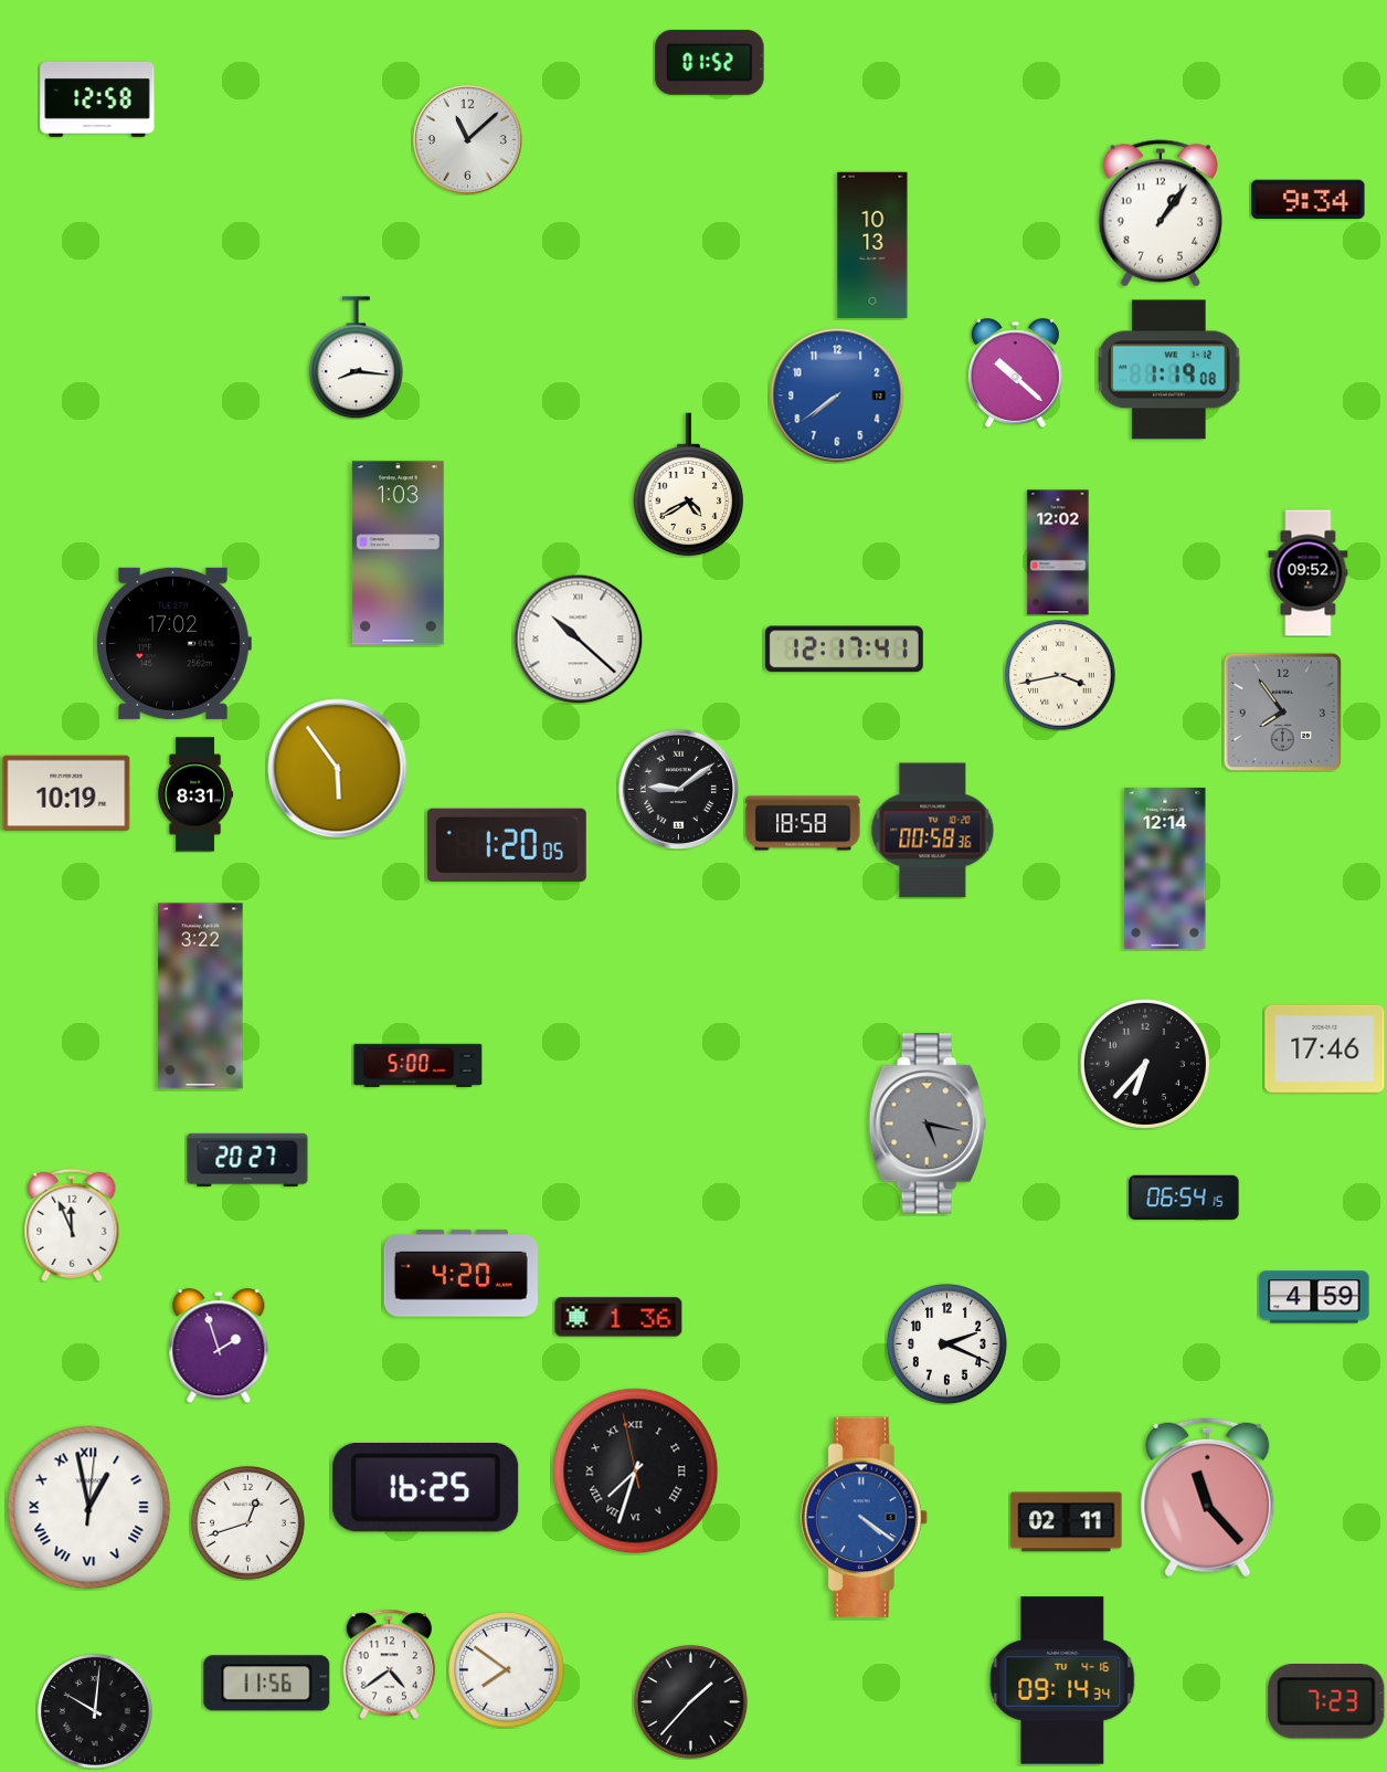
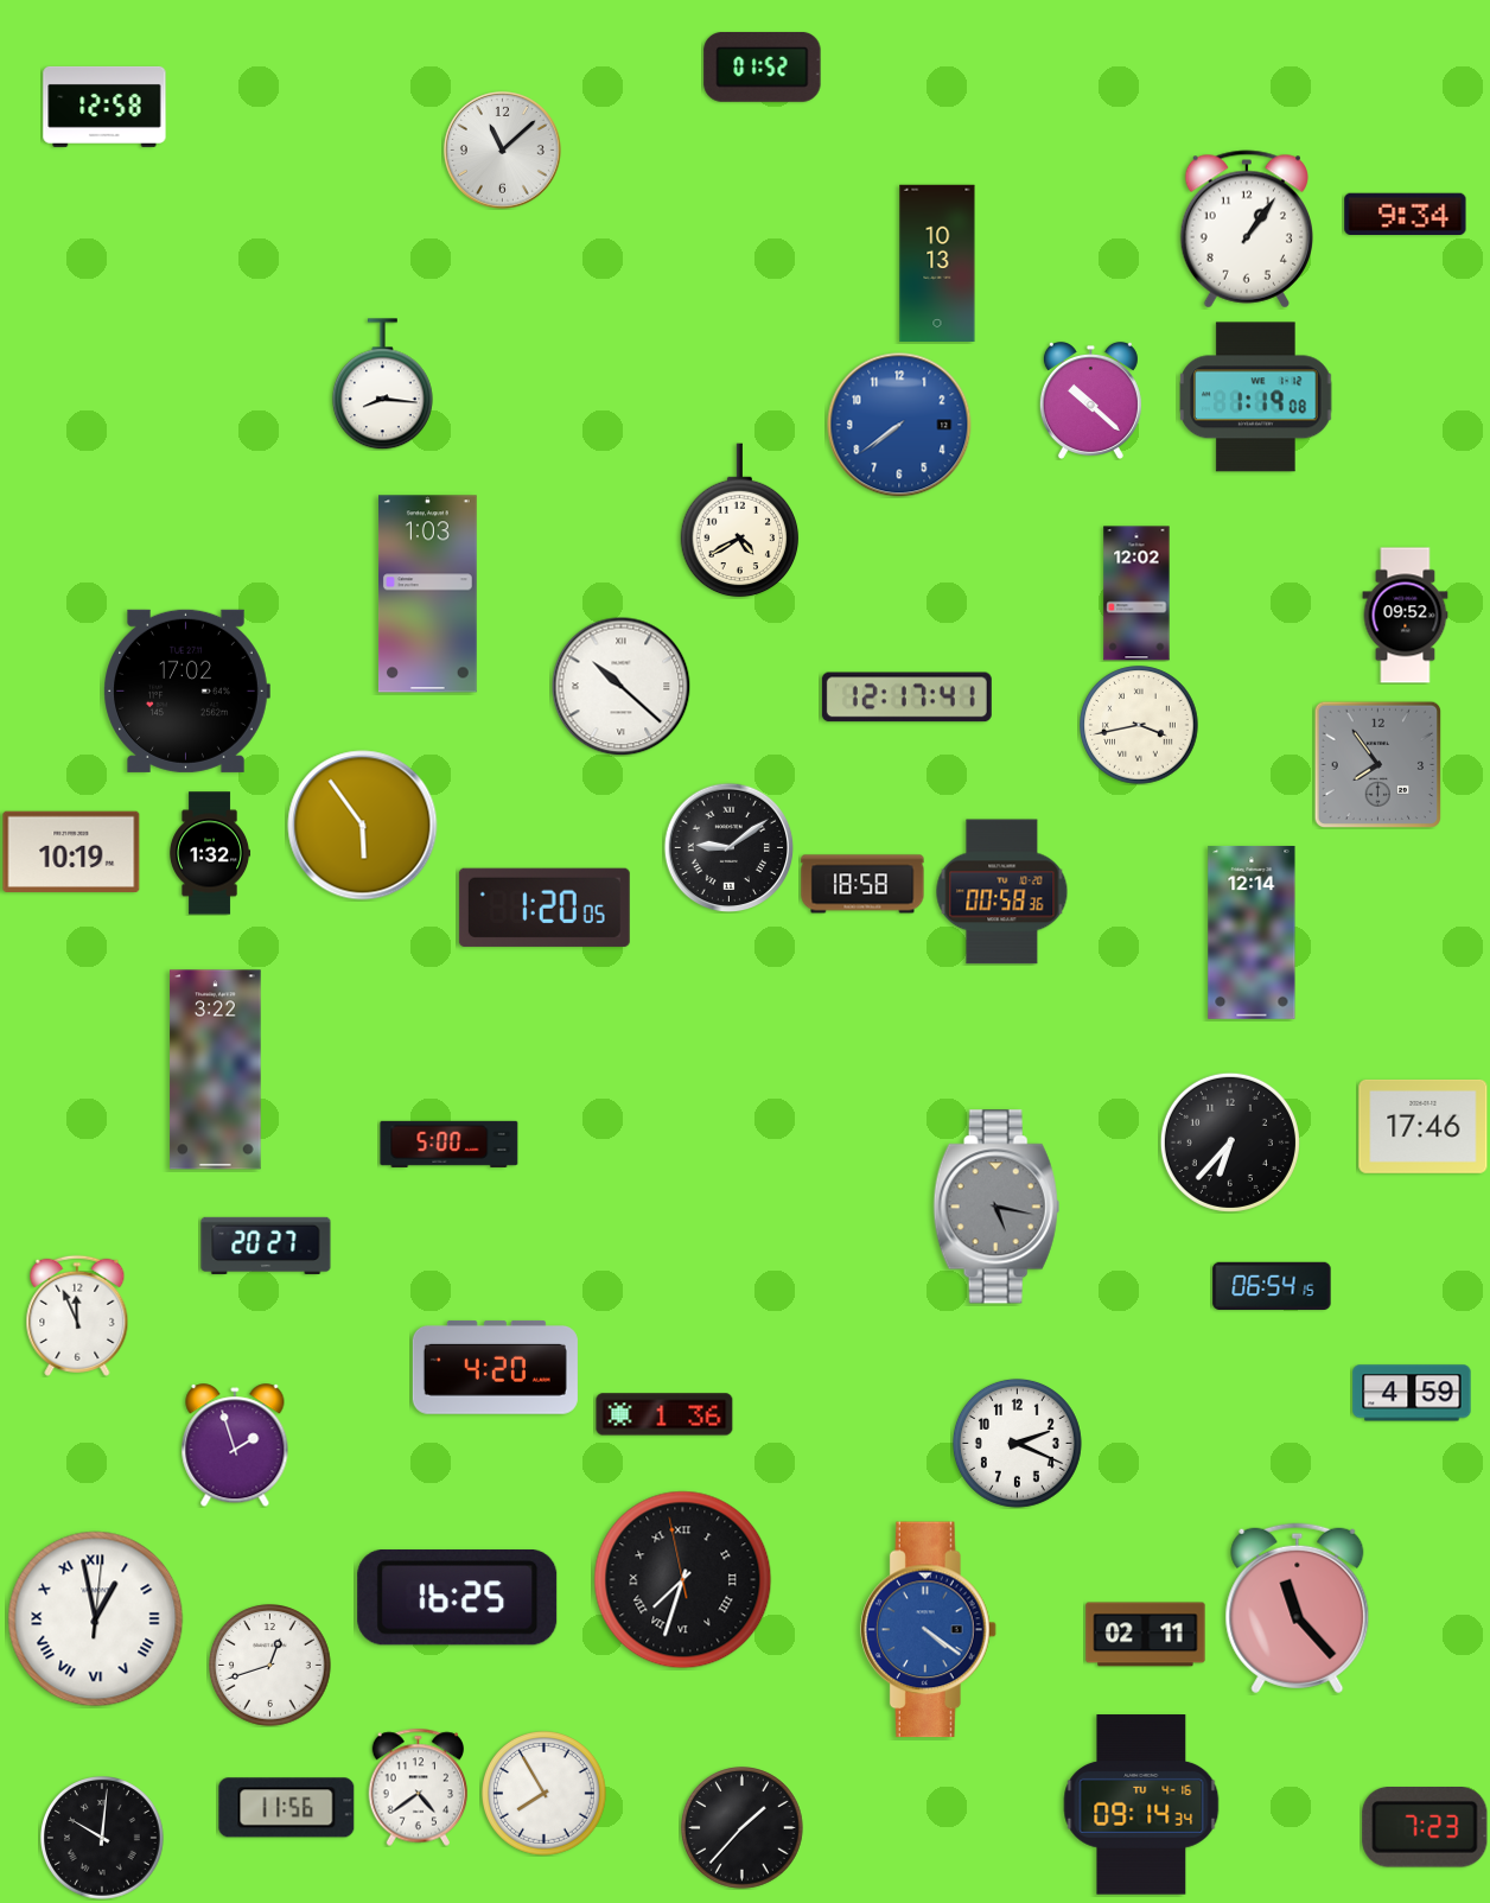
clock at (197, 794): 8:31 -> 1:32
clock at (248, 1523) position: (248, 1523) -> (270, 1666)
clock at (507, 1670): 7:51 -> 7:55
